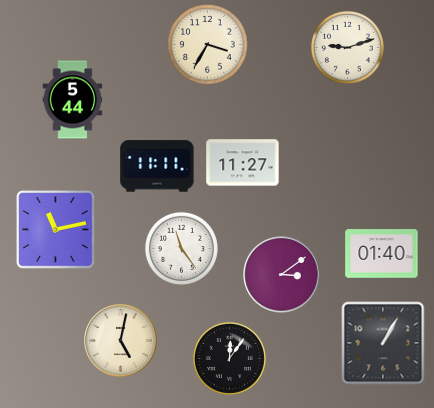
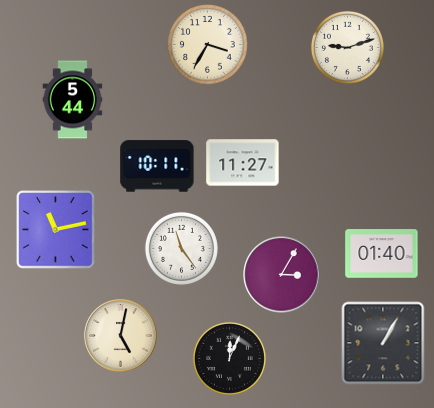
clock at (157, 166): 11:11 -> 10:11
clock at (282, 275): 3:09 -> 3:05
clock at (121, 341) position: (121, 341) -> (121, 336)
clock at (229, 358): 12:06 -> 12:04
